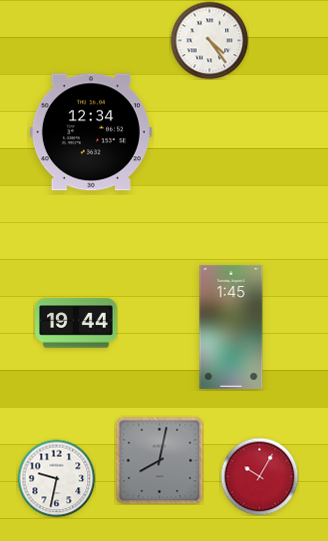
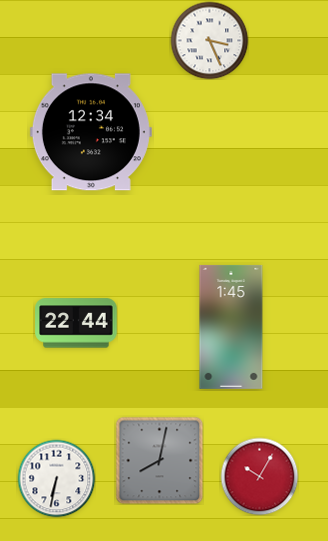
clock at (209, 40): 4:24 -> 3:26
clock at (76, 323): 19:44 -> 22:44
clock at (56, 478): 9:32 -> 6:32
